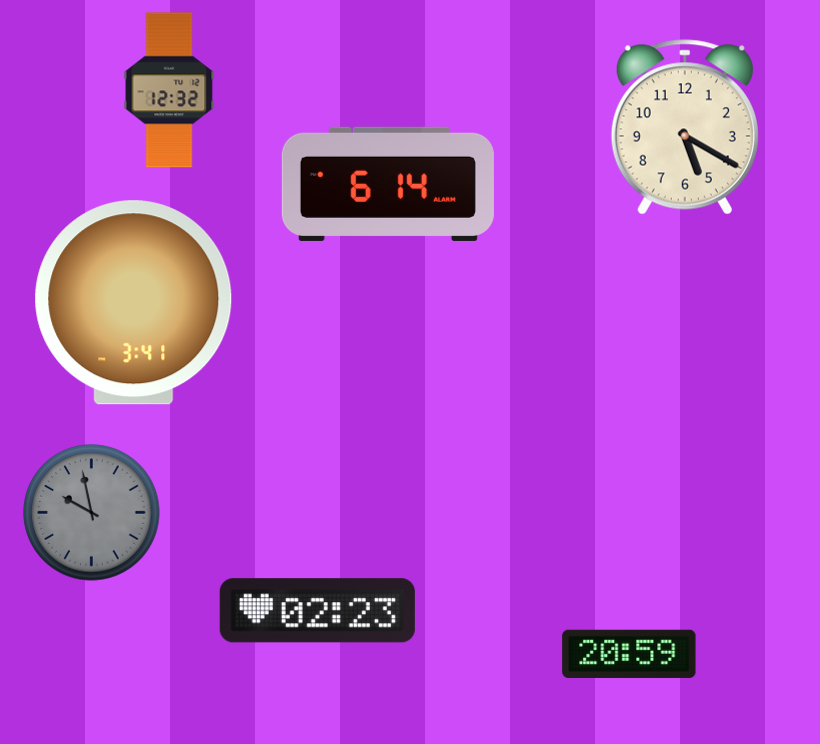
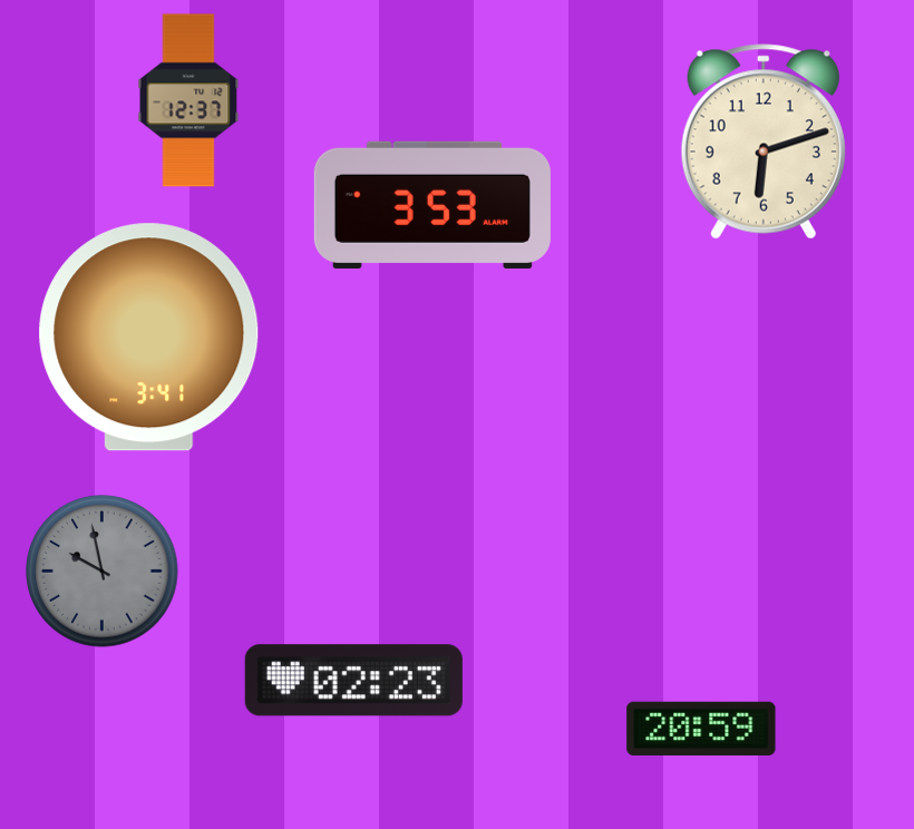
clock at (169, 90): 12:32 -> 12:37
clock at (685, 127): 5:20 -> 6:12
clock at (388, 184): 6:14 -> 3:53
